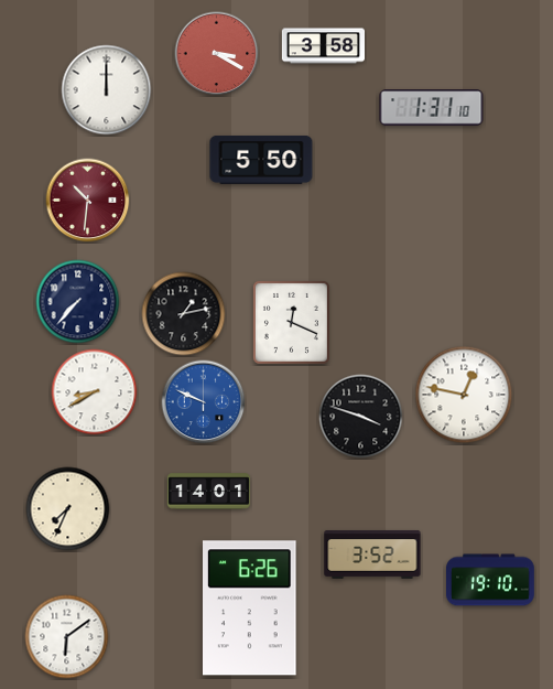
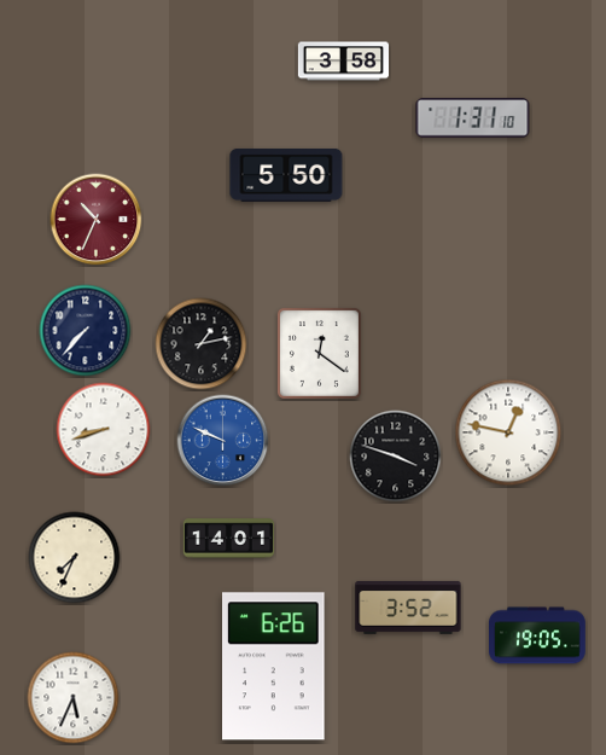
clock at (323, 46) position: (323, 46) -> (343, 62)
clock at (217, 54): 3:20 -> none
clock at (107, 90): 12:00 -> none
clock at (88, 201): 10:31 -> 10:34
clock at (291, 322): 12:19 -> 12:21
clock at (95, 392): 8:40 -> 8:42
clock at (491, 580): 19:10 -> 19:05
clock at (67, 637): 6:09 -> 5:34
